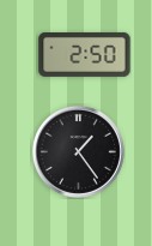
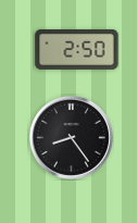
clock at (78, 151): 1:24 -> 8:24
